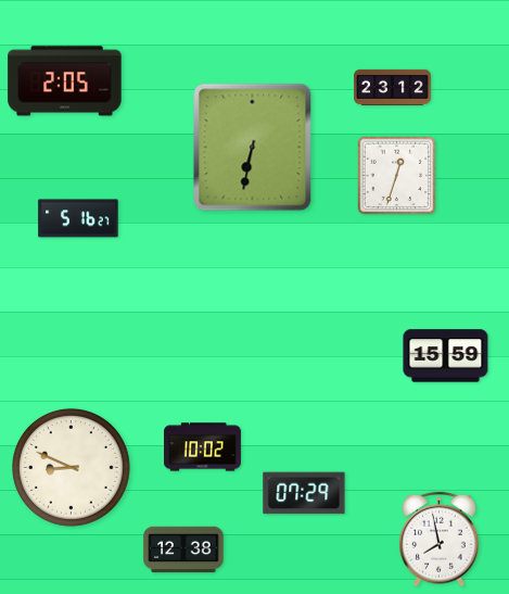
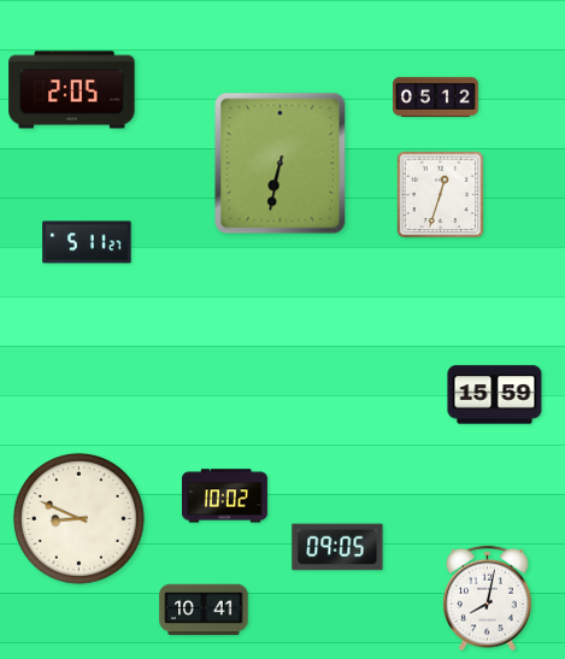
clock at (393, 87): 23:12 -> 05:12
clock at (78, 218): 5:16 -> 5:11
clock at (304, 493): 07:29 -> 09:05
clock at (440, 540): 7:58 -> 8:02
clock at (183, 549): 12:38 -> 10:41
